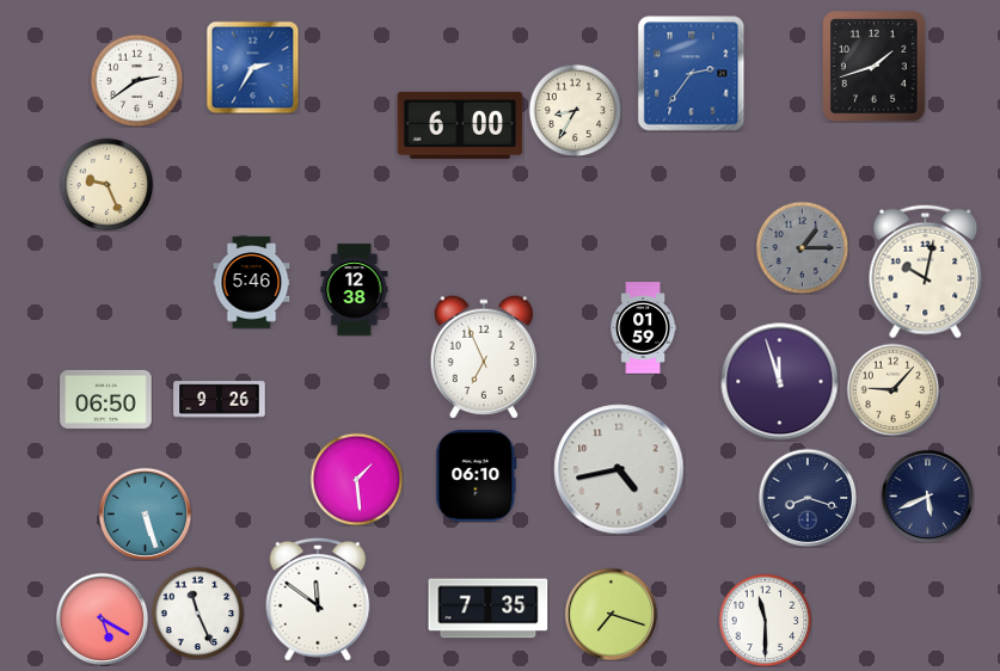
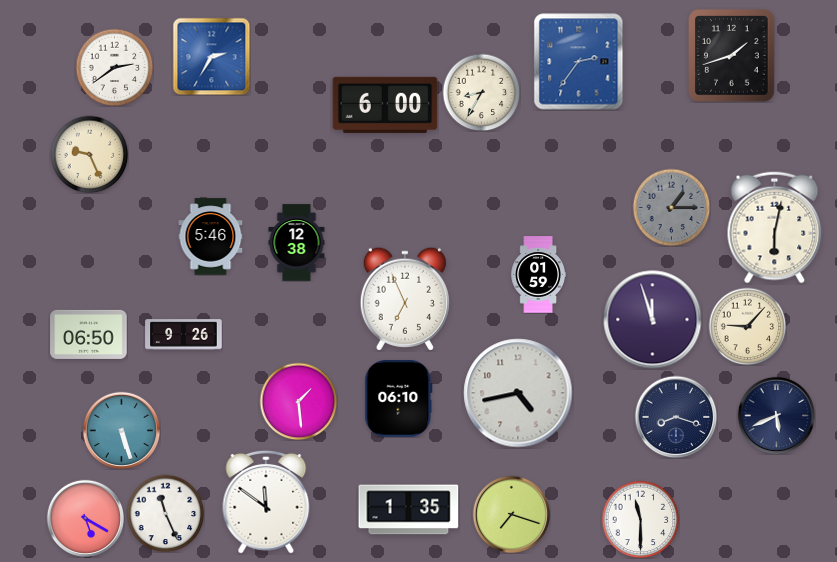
clock at (926, 272): 10:02 -> 6:02
clock at (489, 609): 7:35 -> 1:35
